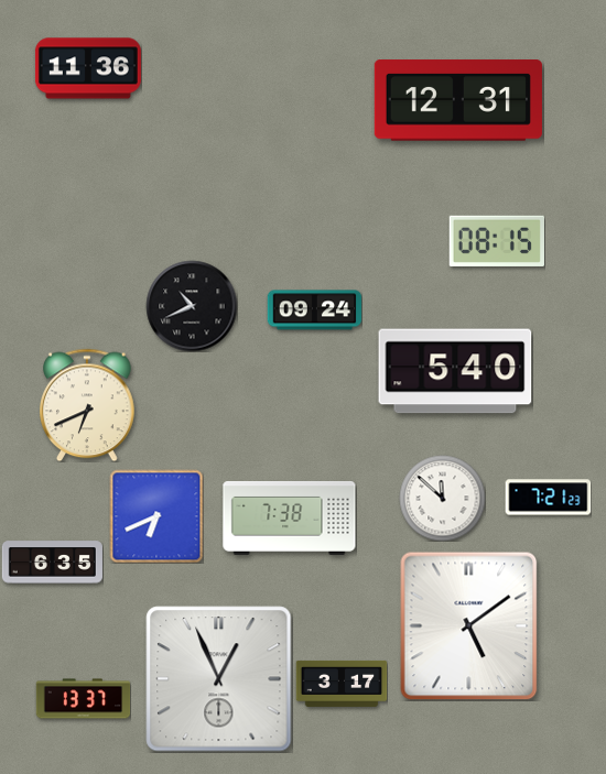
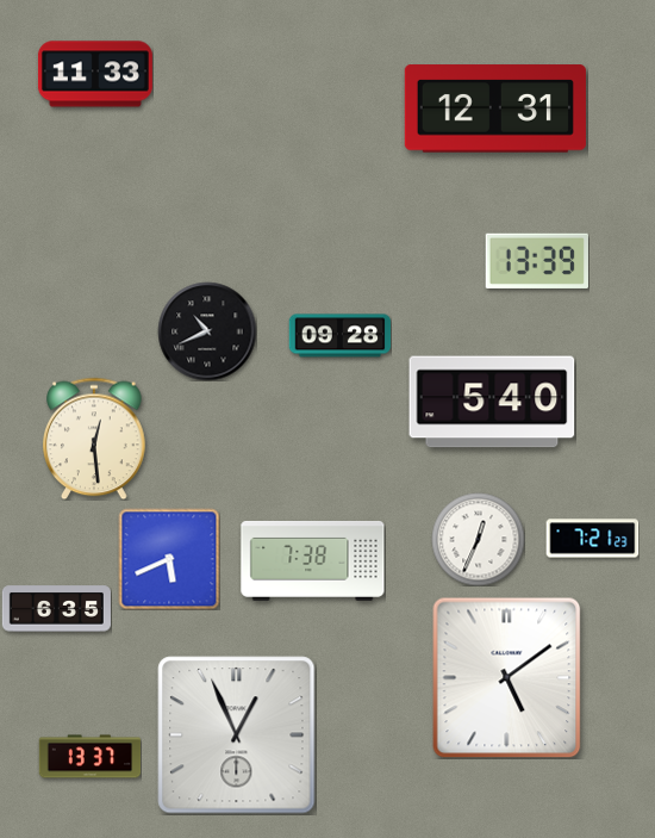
clock at (88, 68): 11:36 -> 11:33
clock at (497, 241): 08:15 -> 13:39
clock at (314, 310): 09:24 -> 09:28
clock at (88, 405): 6:41 -> 12:29
clock at (442, 498): 11:52 -> 12:34
clock at (156, 516): 6:41 -> 5:41
clock at (342, 684): 3:17 -> none
